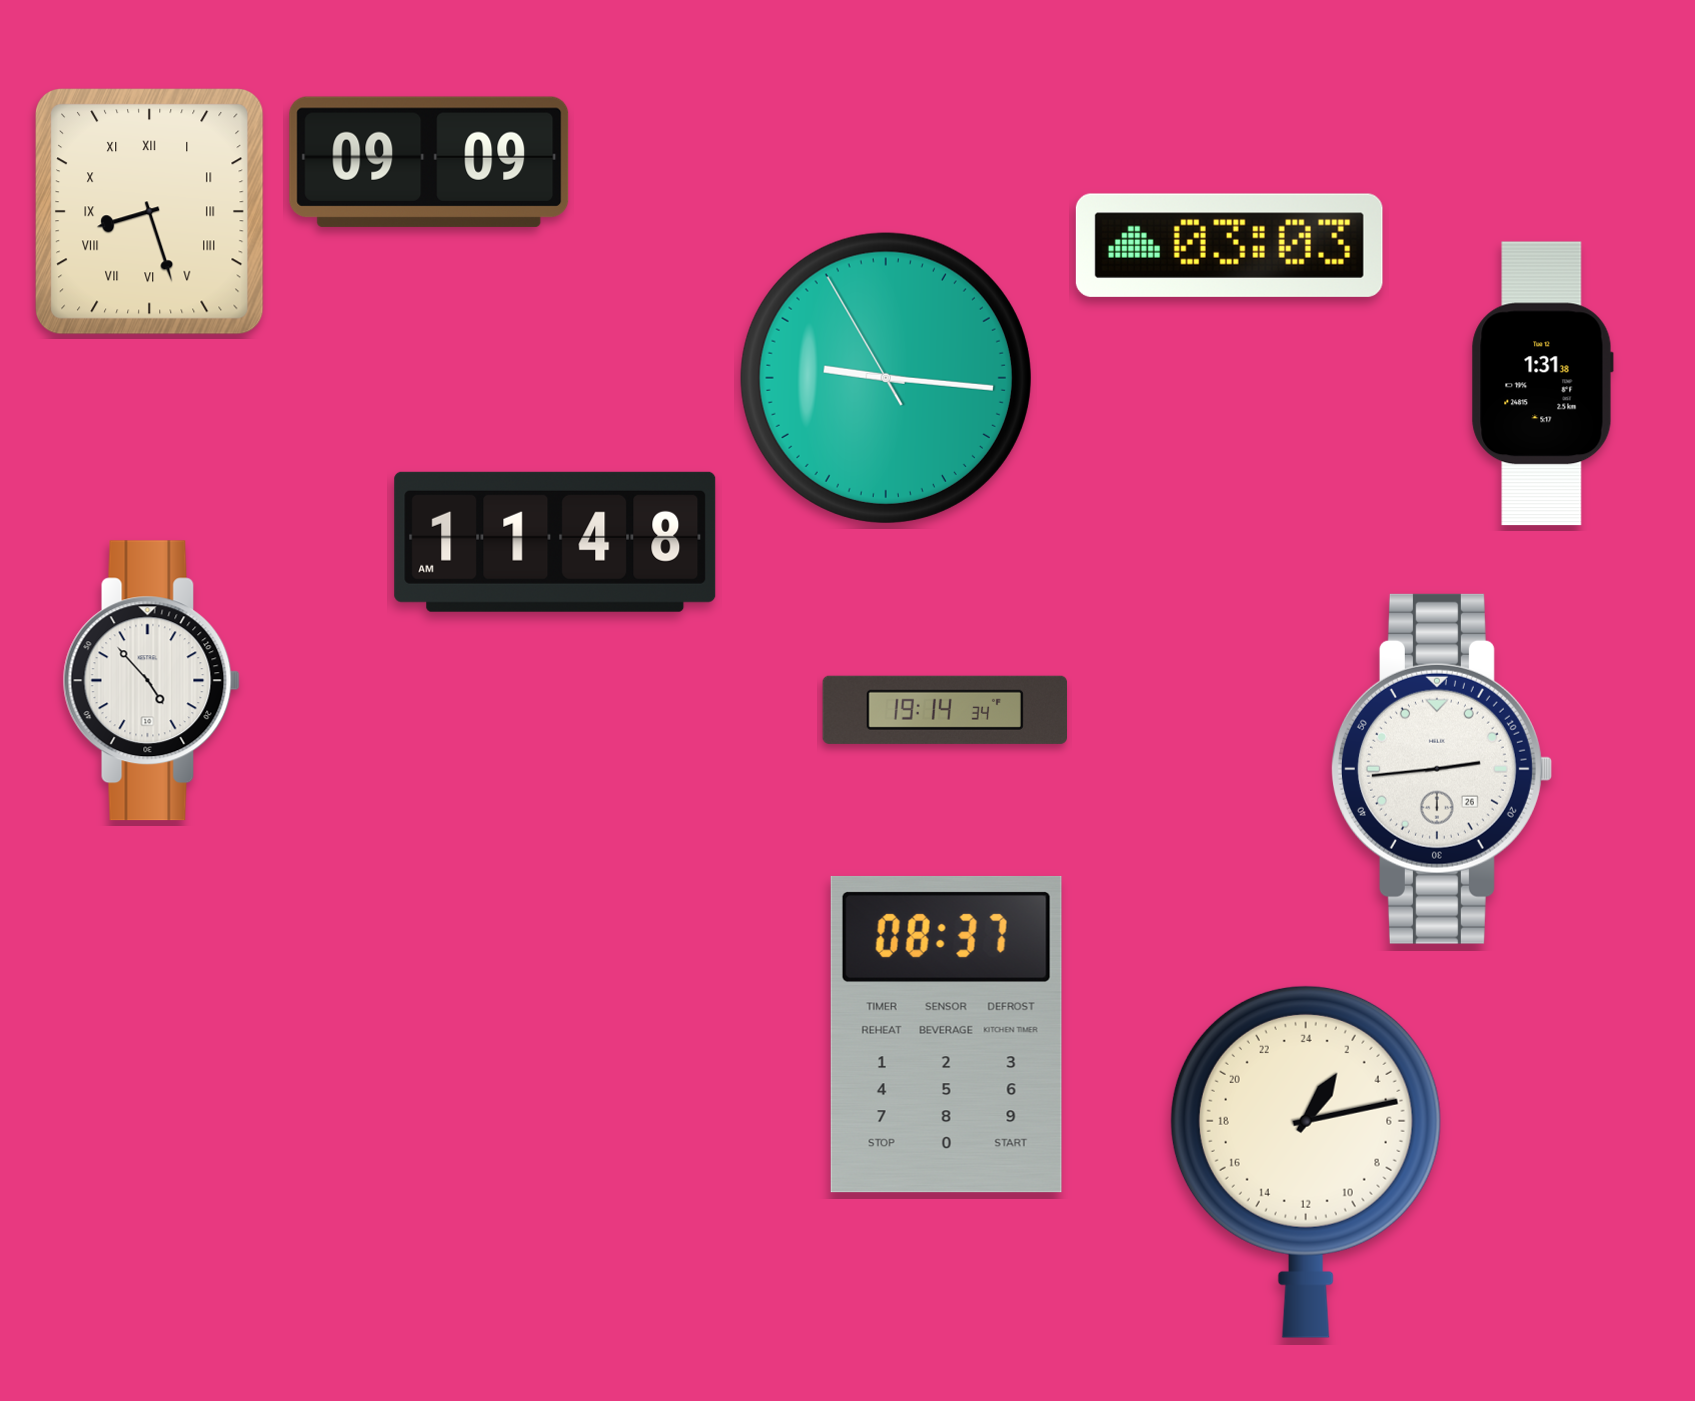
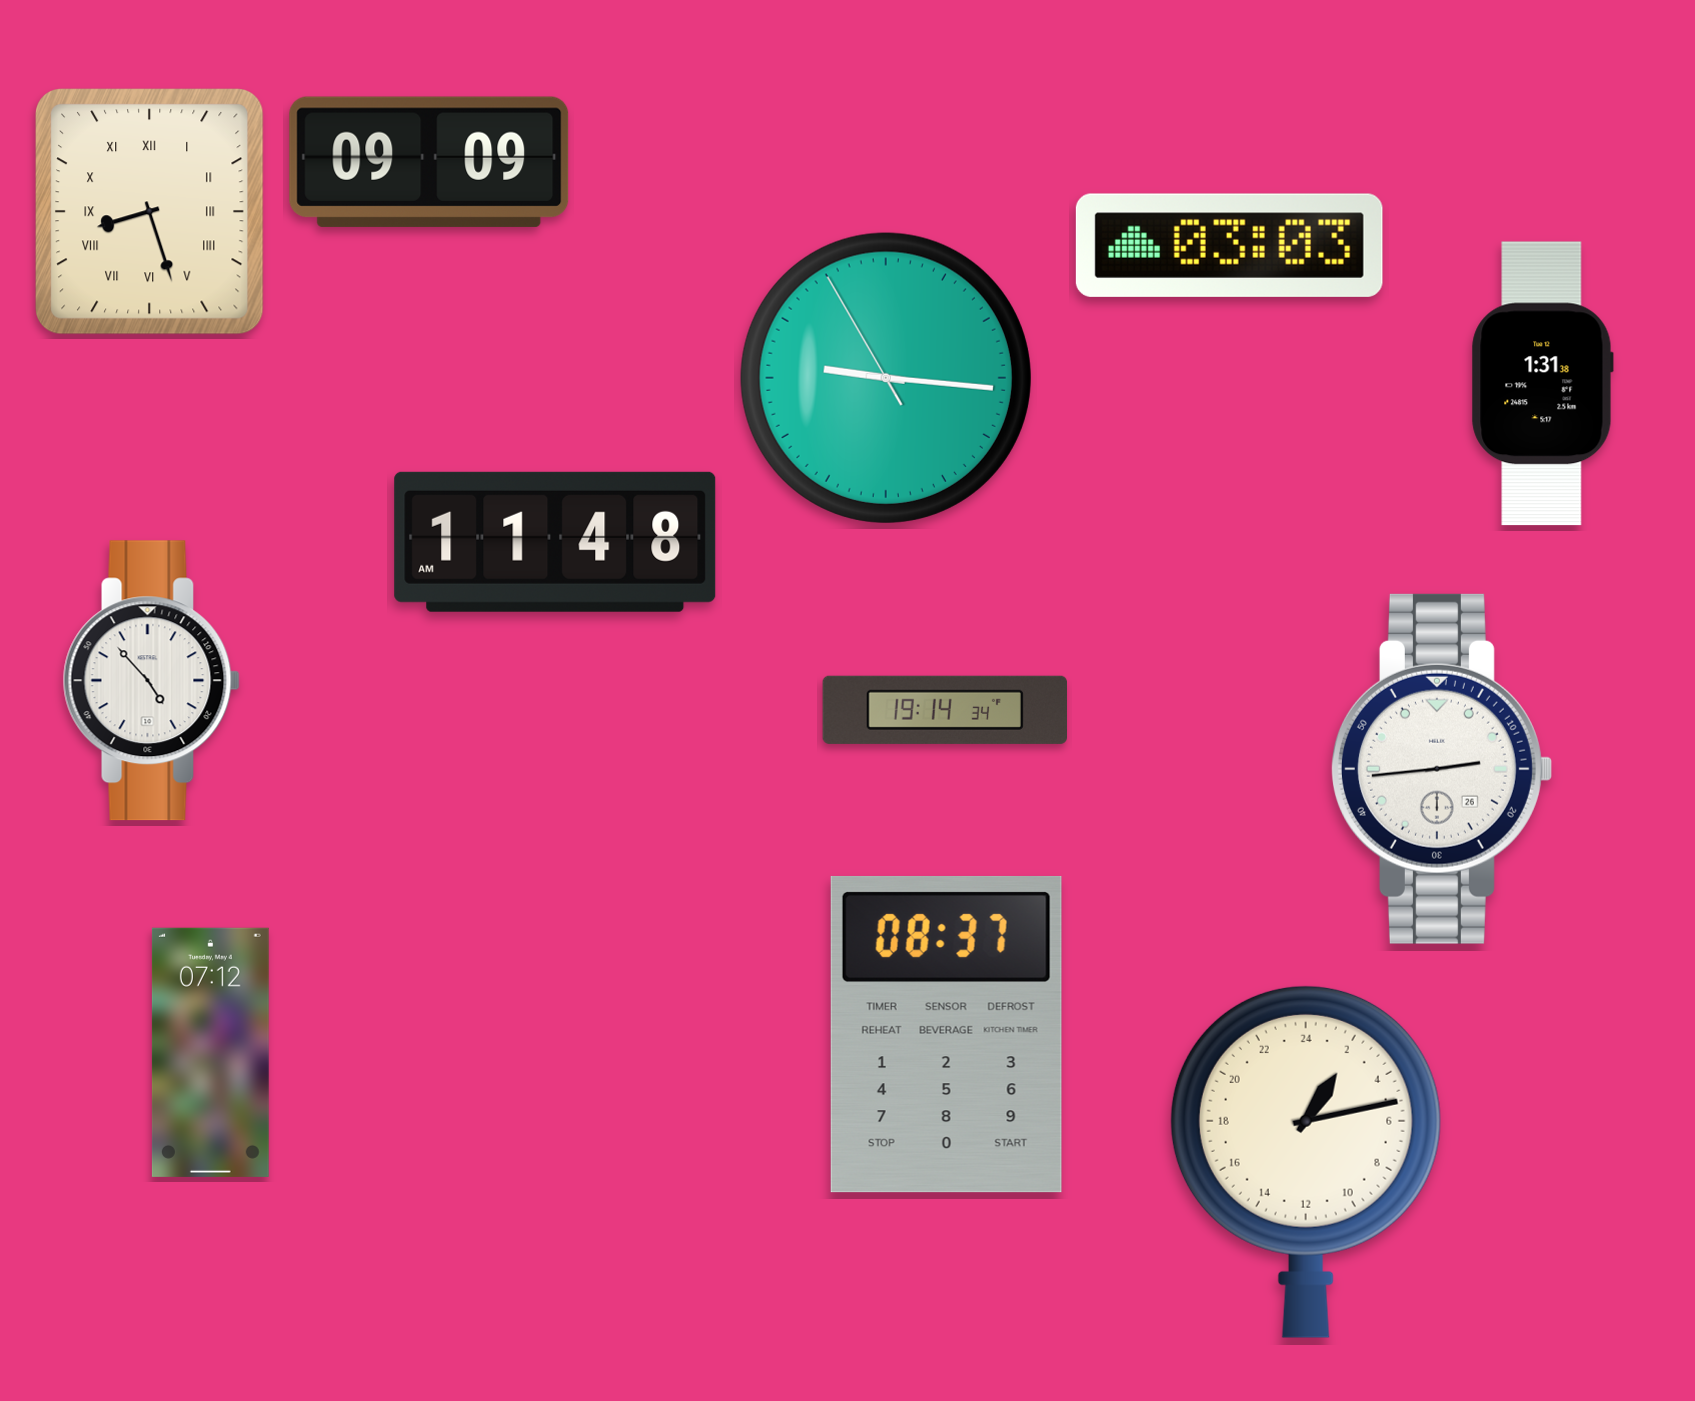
clock at (210, 1052): none -> 07:12
